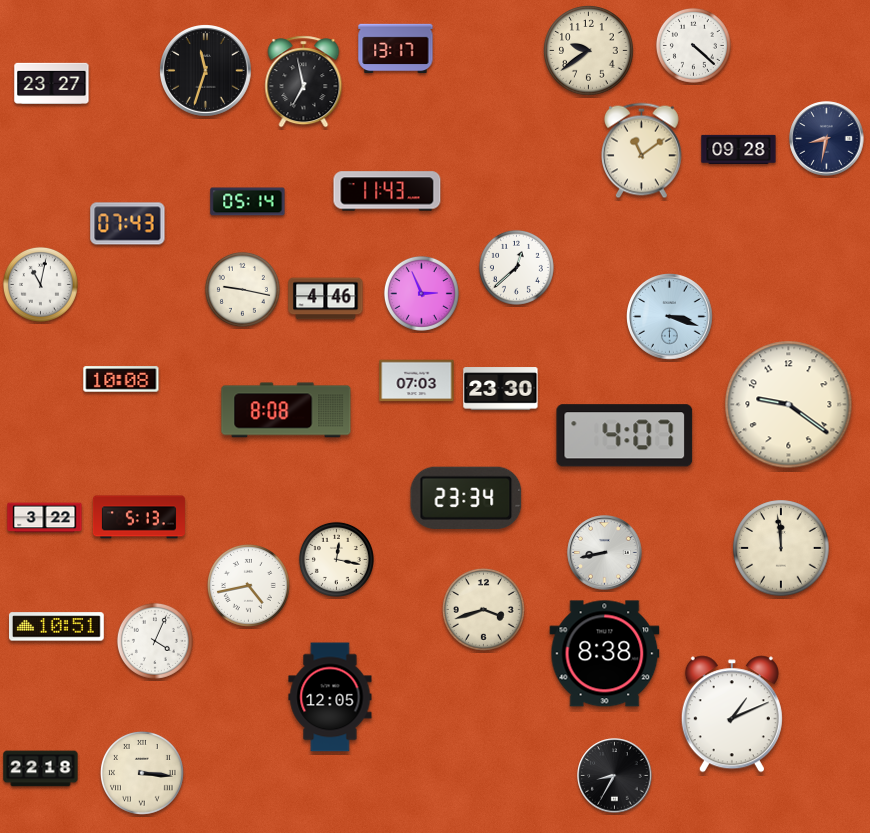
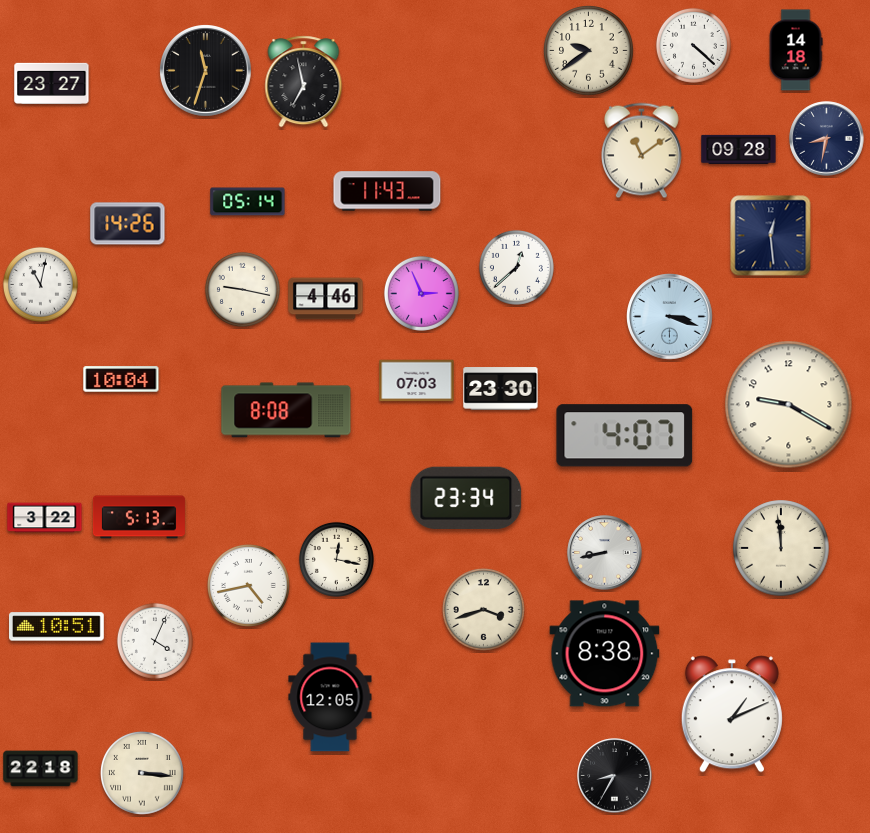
clock at (396, 49): 13:17 -> none
clock at (796, 50): none -> 14:18
clock at (128, 224): 07:43 -> 14:26
clock at (771, 236): none -> 12:29
clock at (121, 379): 10:08 -> 10:04
clock at (789, 405): 9:21 -> 9:20
